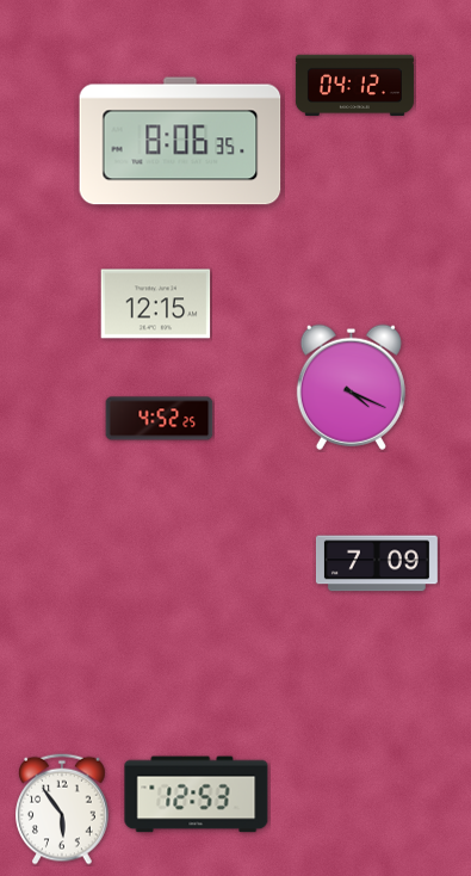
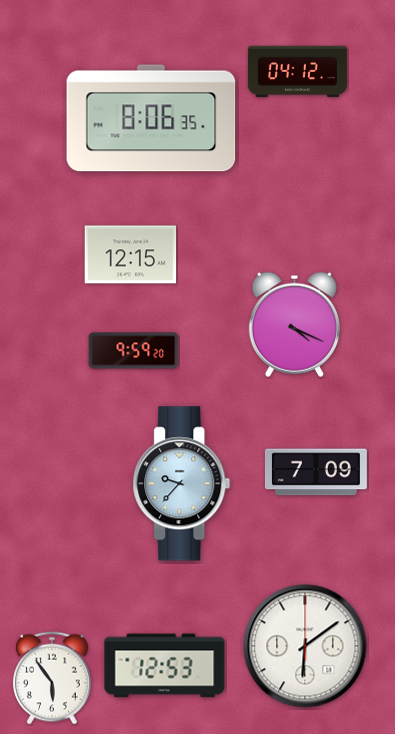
clock at (160, 419): 4:52 -> 9:59
clock at (182, 484): none -> 9:37
clock at (305, 646): none -> 6:09
